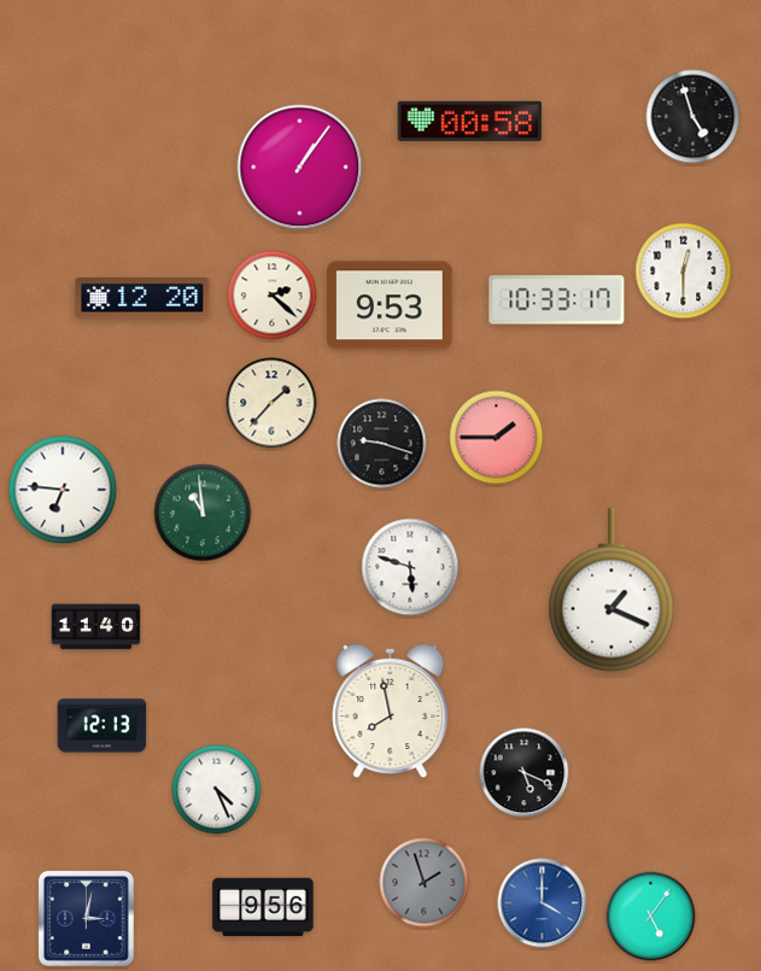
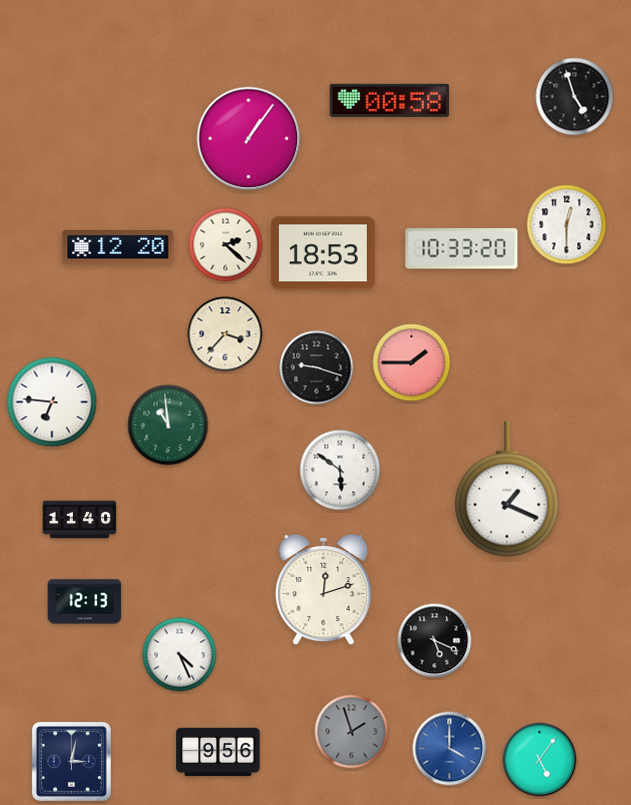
clock at (557, 300): 10:33:17 -> 10:33:20
clock at (391, 305): 9:53 -> 18:53
clock at (271, 403): 1:37 -> 3:37
clock at (63, 490) position: (63, 490) -> (52, 402)
clock at (410, 567): 5:48 -> 5:51
clock at (391, 712): 7:58 -> 12:12
